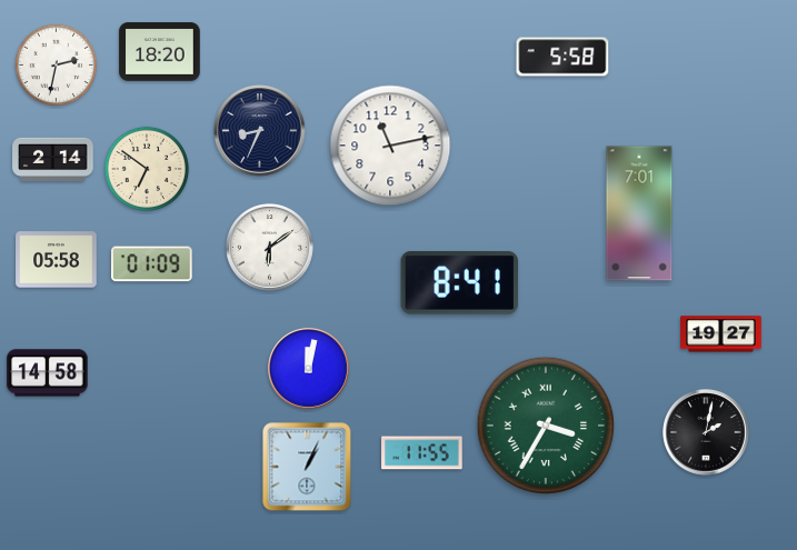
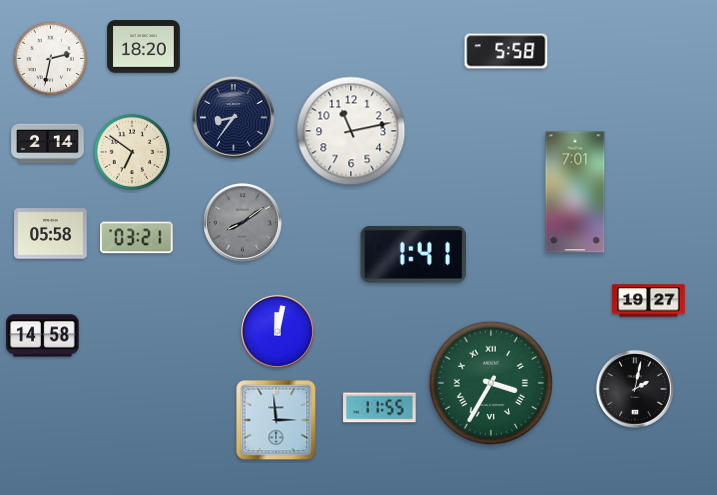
clock at (260, 131): 8:34 -> 8:36
clock at (270, 248): 6:09 -> 8:09
clock at (270, 248) dial: white -> grey
clock at (152, 264): 01:09 -> 03:21
clock at (459, 282): 8:41 -> 1:41
clock at (307, 467): 1:04 -> 2:59
